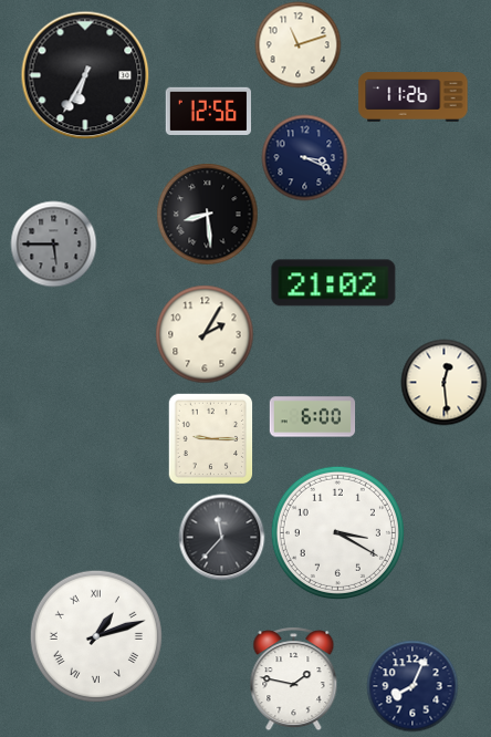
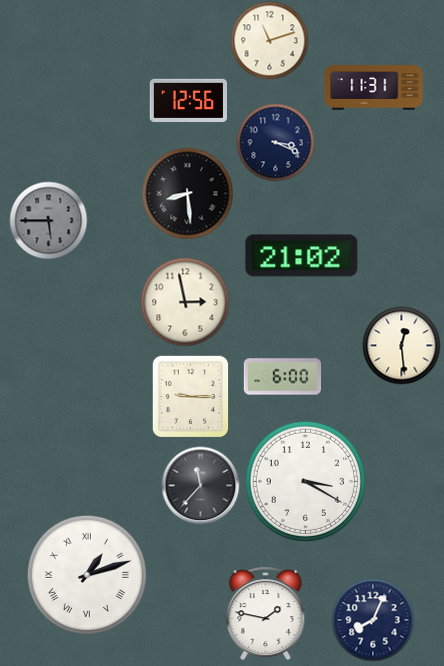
clock at (85, 75): 6:35 -> none
clock at (414, 97): 11:26 -> 11:31
clock at (205, 334): 2:05 -> 2:58
